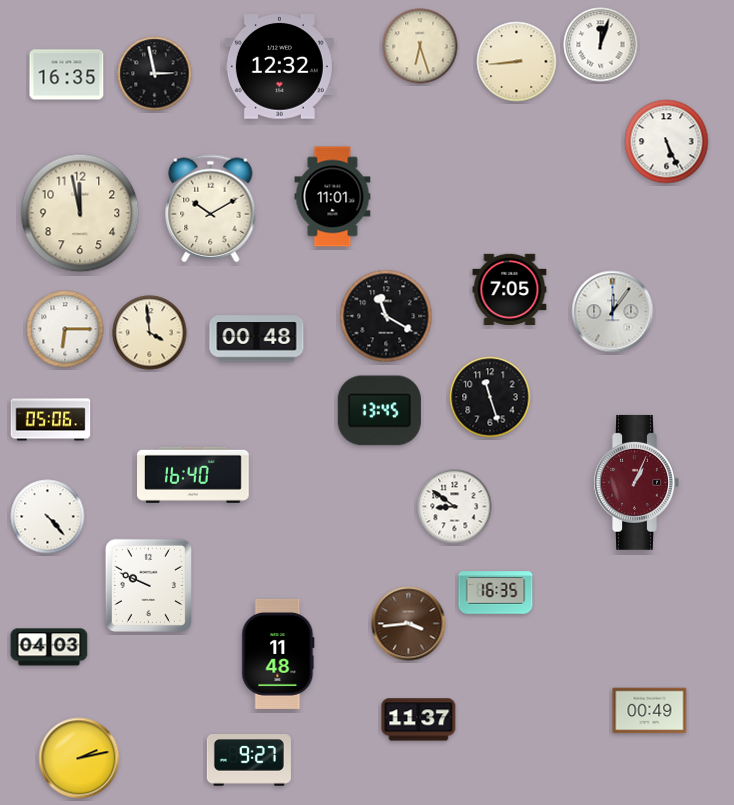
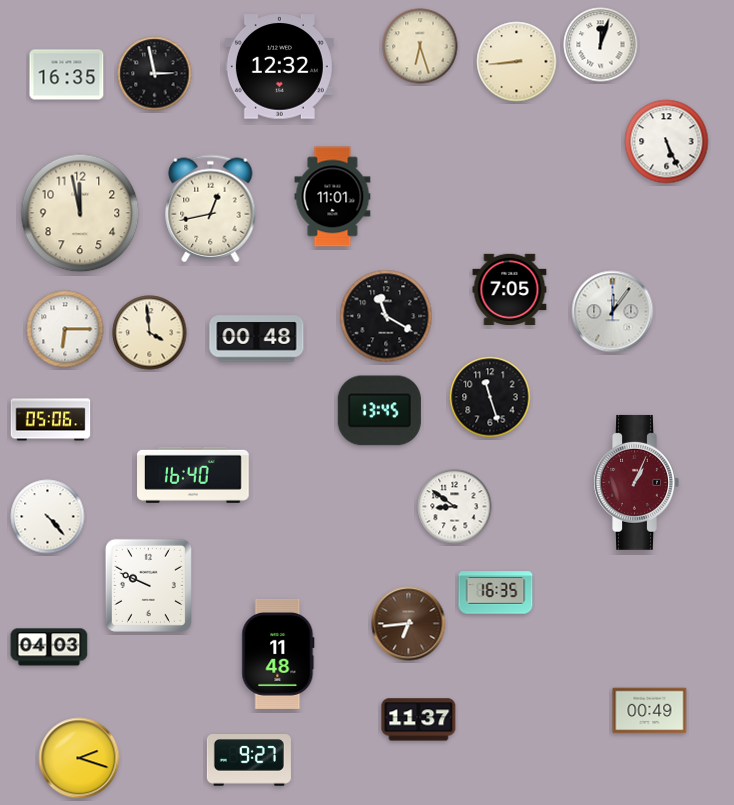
clock at (211, 209): 10:10 -> 12:43
clock at (409, 624): 3:44 -> 6:44
clock at (79, 758): 2:13 -> 2:18
